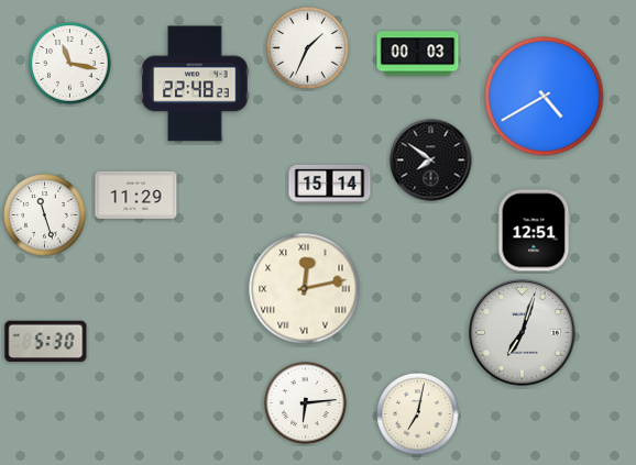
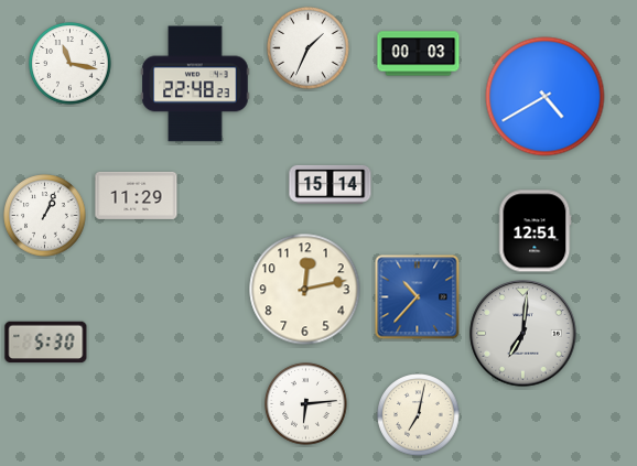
clock at (431, 160): 7:51 -> none
clock at (45, 215): 11:27 -> 1:04
clock at (305, 289) numerals: Roman -> Arabic
clock at (418, 297): none -> 10:37
clock at (523, 333): 7:03 -> 7:01
